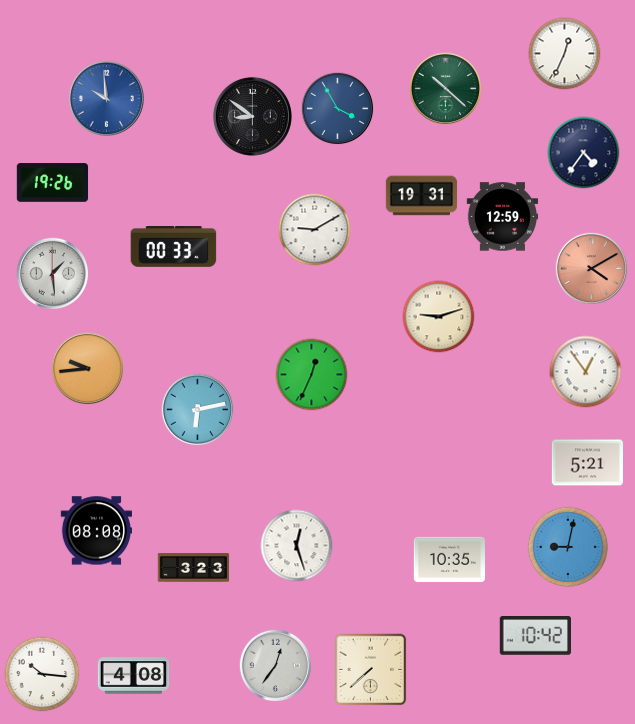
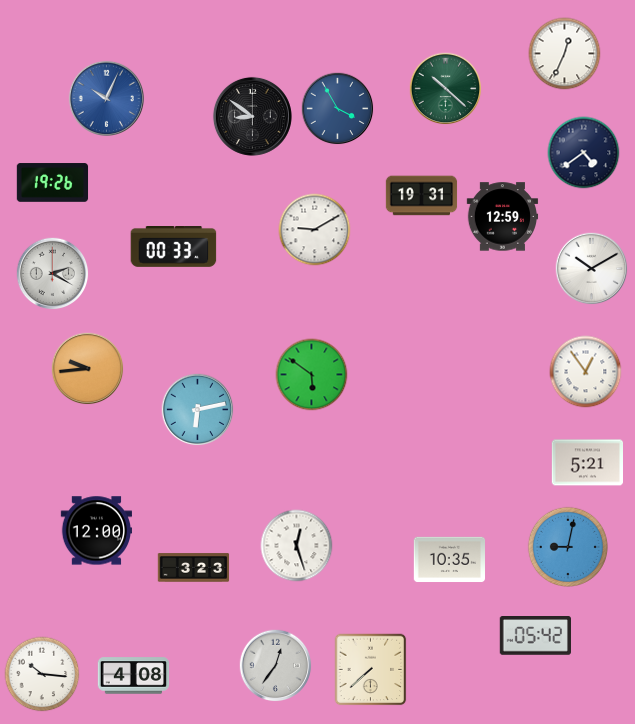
clock at (106, 98): 9:59 -> 10:04
clock at (584, 153): 4:36 -> 4:39
clock at (592, 269): 4:10 -> 10:10
clock at (592, 269) dial: salmon -> white
clock at (53, 274): 1:29 -> 2:20
clock at (439, 317): 9:12 -> none
clock at (312, 375): 12:34 -> 5:51
clock at (96, 531): 08:08 -> 12:00
clock at (535, 636): 10:42 -> 05:42
